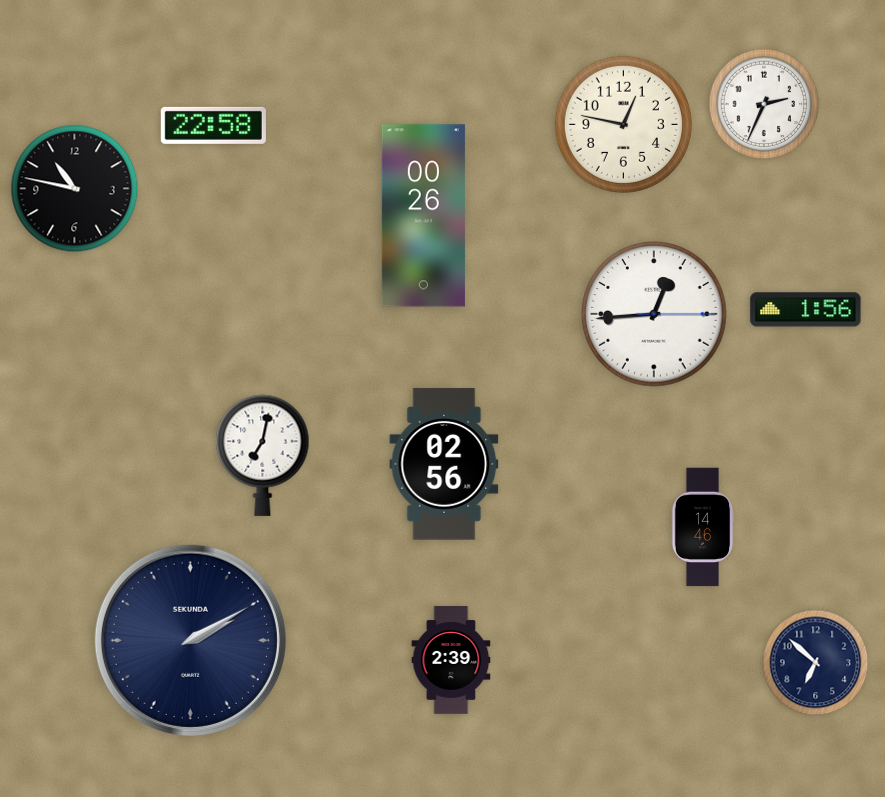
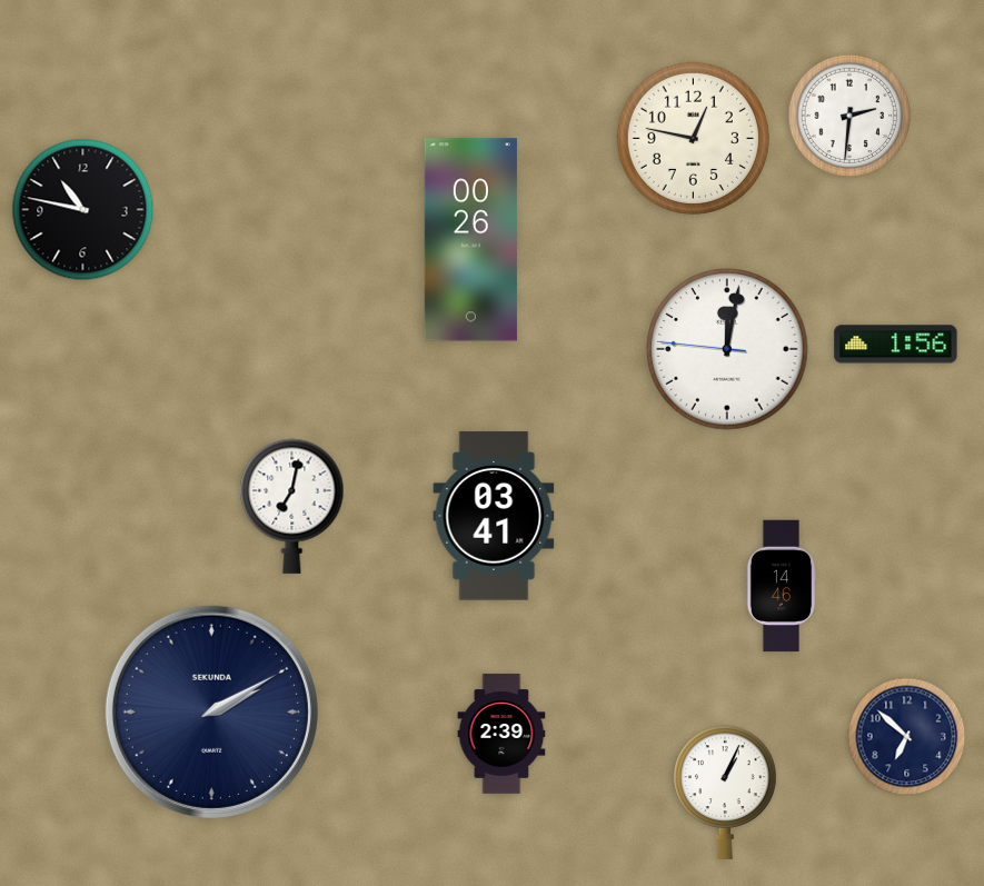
clock at (764, 104): 2:34 -> 2:31
clock at (213, 125): 22:58 -> none
clock at (654, 314): 12:44 -> 12:01
clock at (444, 464): 02:56 -> 03:41
clock at (725, 793): none -> 1:04
